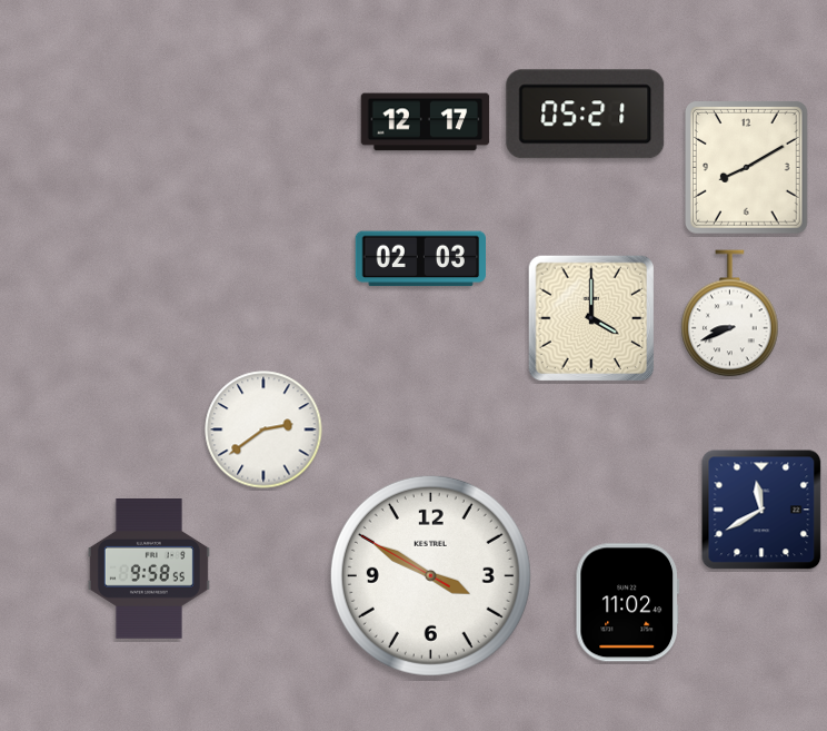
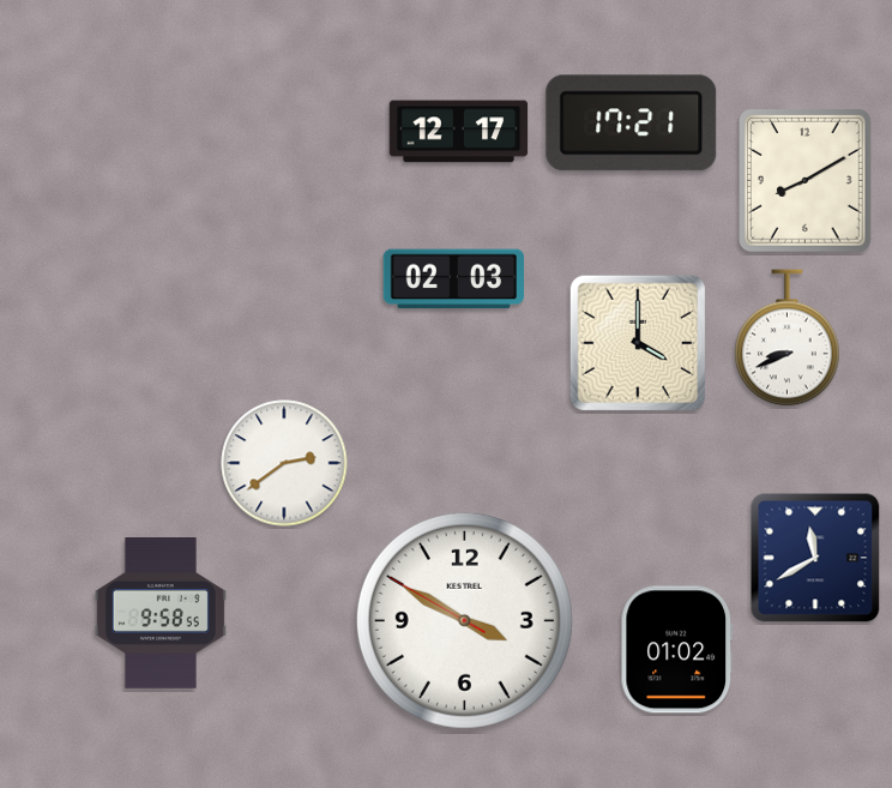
clock at (586, 115): 05:21 -> 17:21
clock at (761, 510) position: (761, 510) -> (815, 558)
clock at (627, 603): 11:02 -> 01:02
